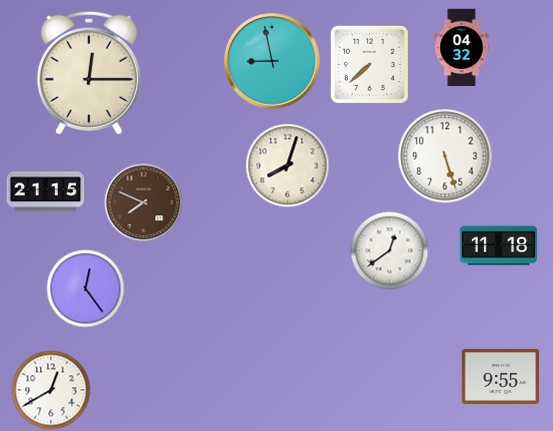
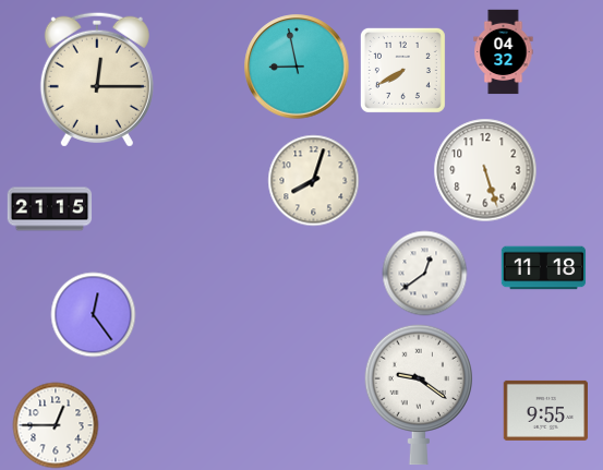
clock at (369, 64): 7:38 -> 7:40
clock at (143, 202): 7:49 -> none
clock at (418, 395): none -> 9:21
clock at (51, 390): 12:40 -> 12:45
